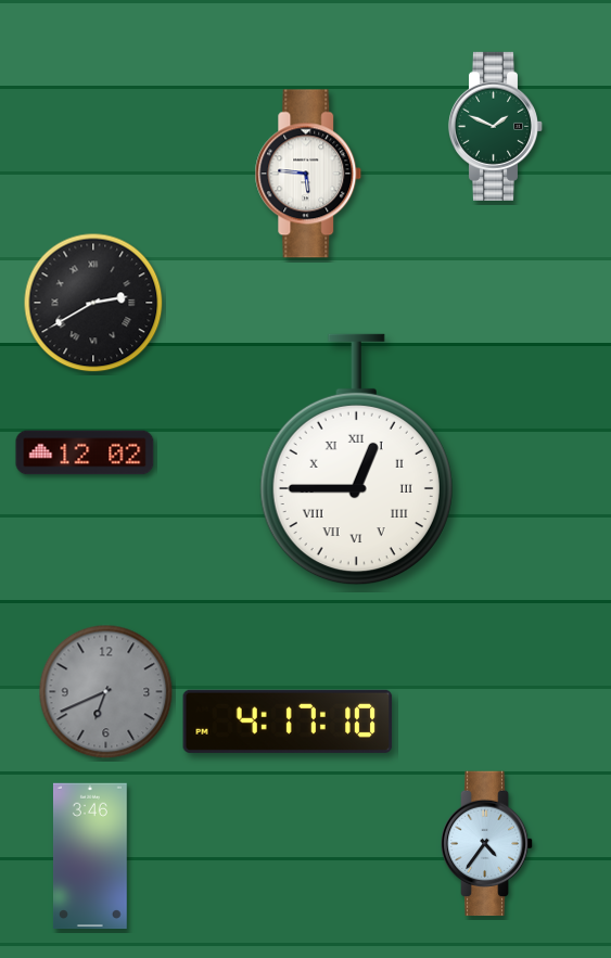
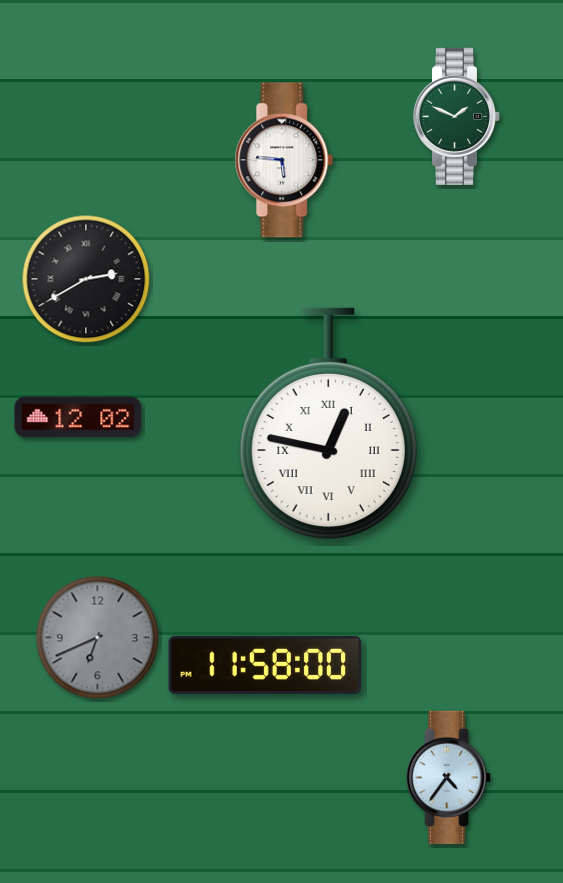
clock at (356, 460): 12:45 -> 12:47
clock at (288, 721): 4:17 -> 11:58
clock at (90, 856): 3:46 -> none
